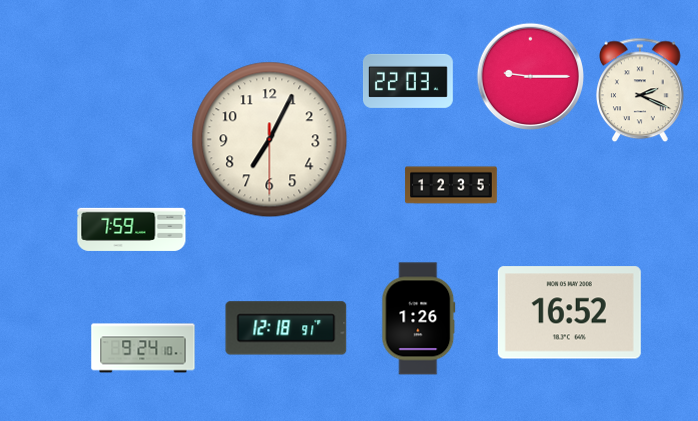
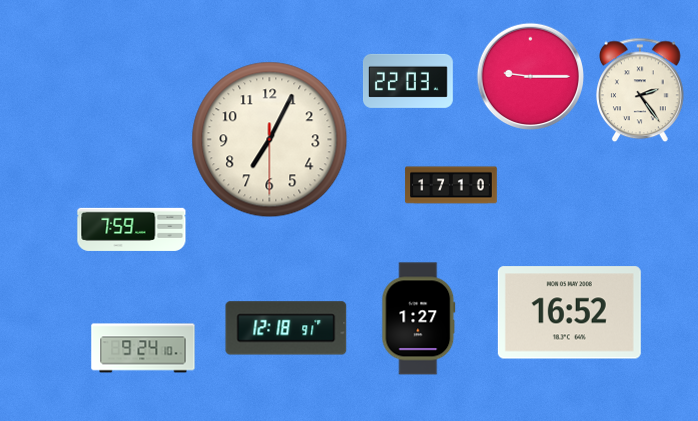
clock at (641, 90): 2:19 -> 2:24
clock at (451, 185): 12:35 -> 17:10
clock at (419, 319): 1:26 -> 1:27
